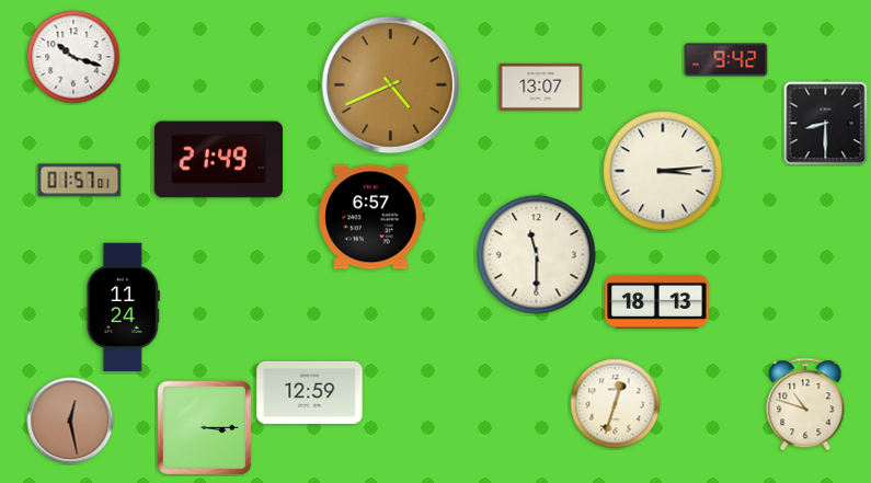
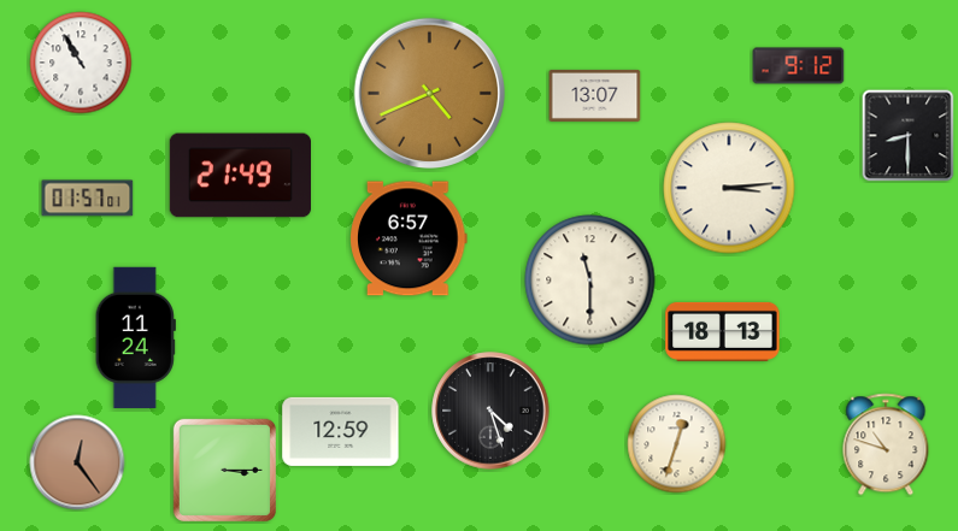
clock at (73, 57): 10:18 -> 10:55
clock at (726, 60): 9:42 -> 9:12
clock at (490, 411): none -> 4:27
clock at (70, 421): 12:28 -> 12:24
